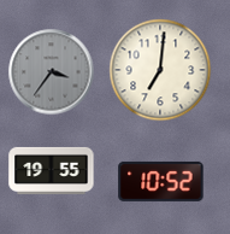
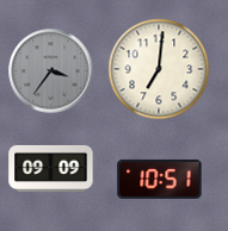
clock at (52, 170): 19:55 -> 09:09
clock at (161, 181): 10:52 -> 10:51
